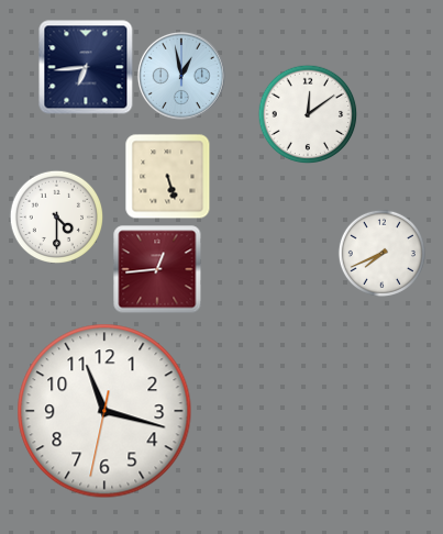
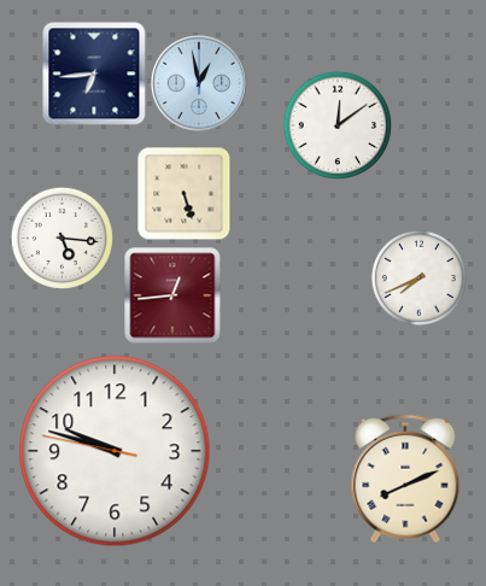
clock at (56, 216): 4:30 -> 5:16
clock at (104, 411): 11:17 -> 9:47
clock at (405, 479): none -> 8:11
